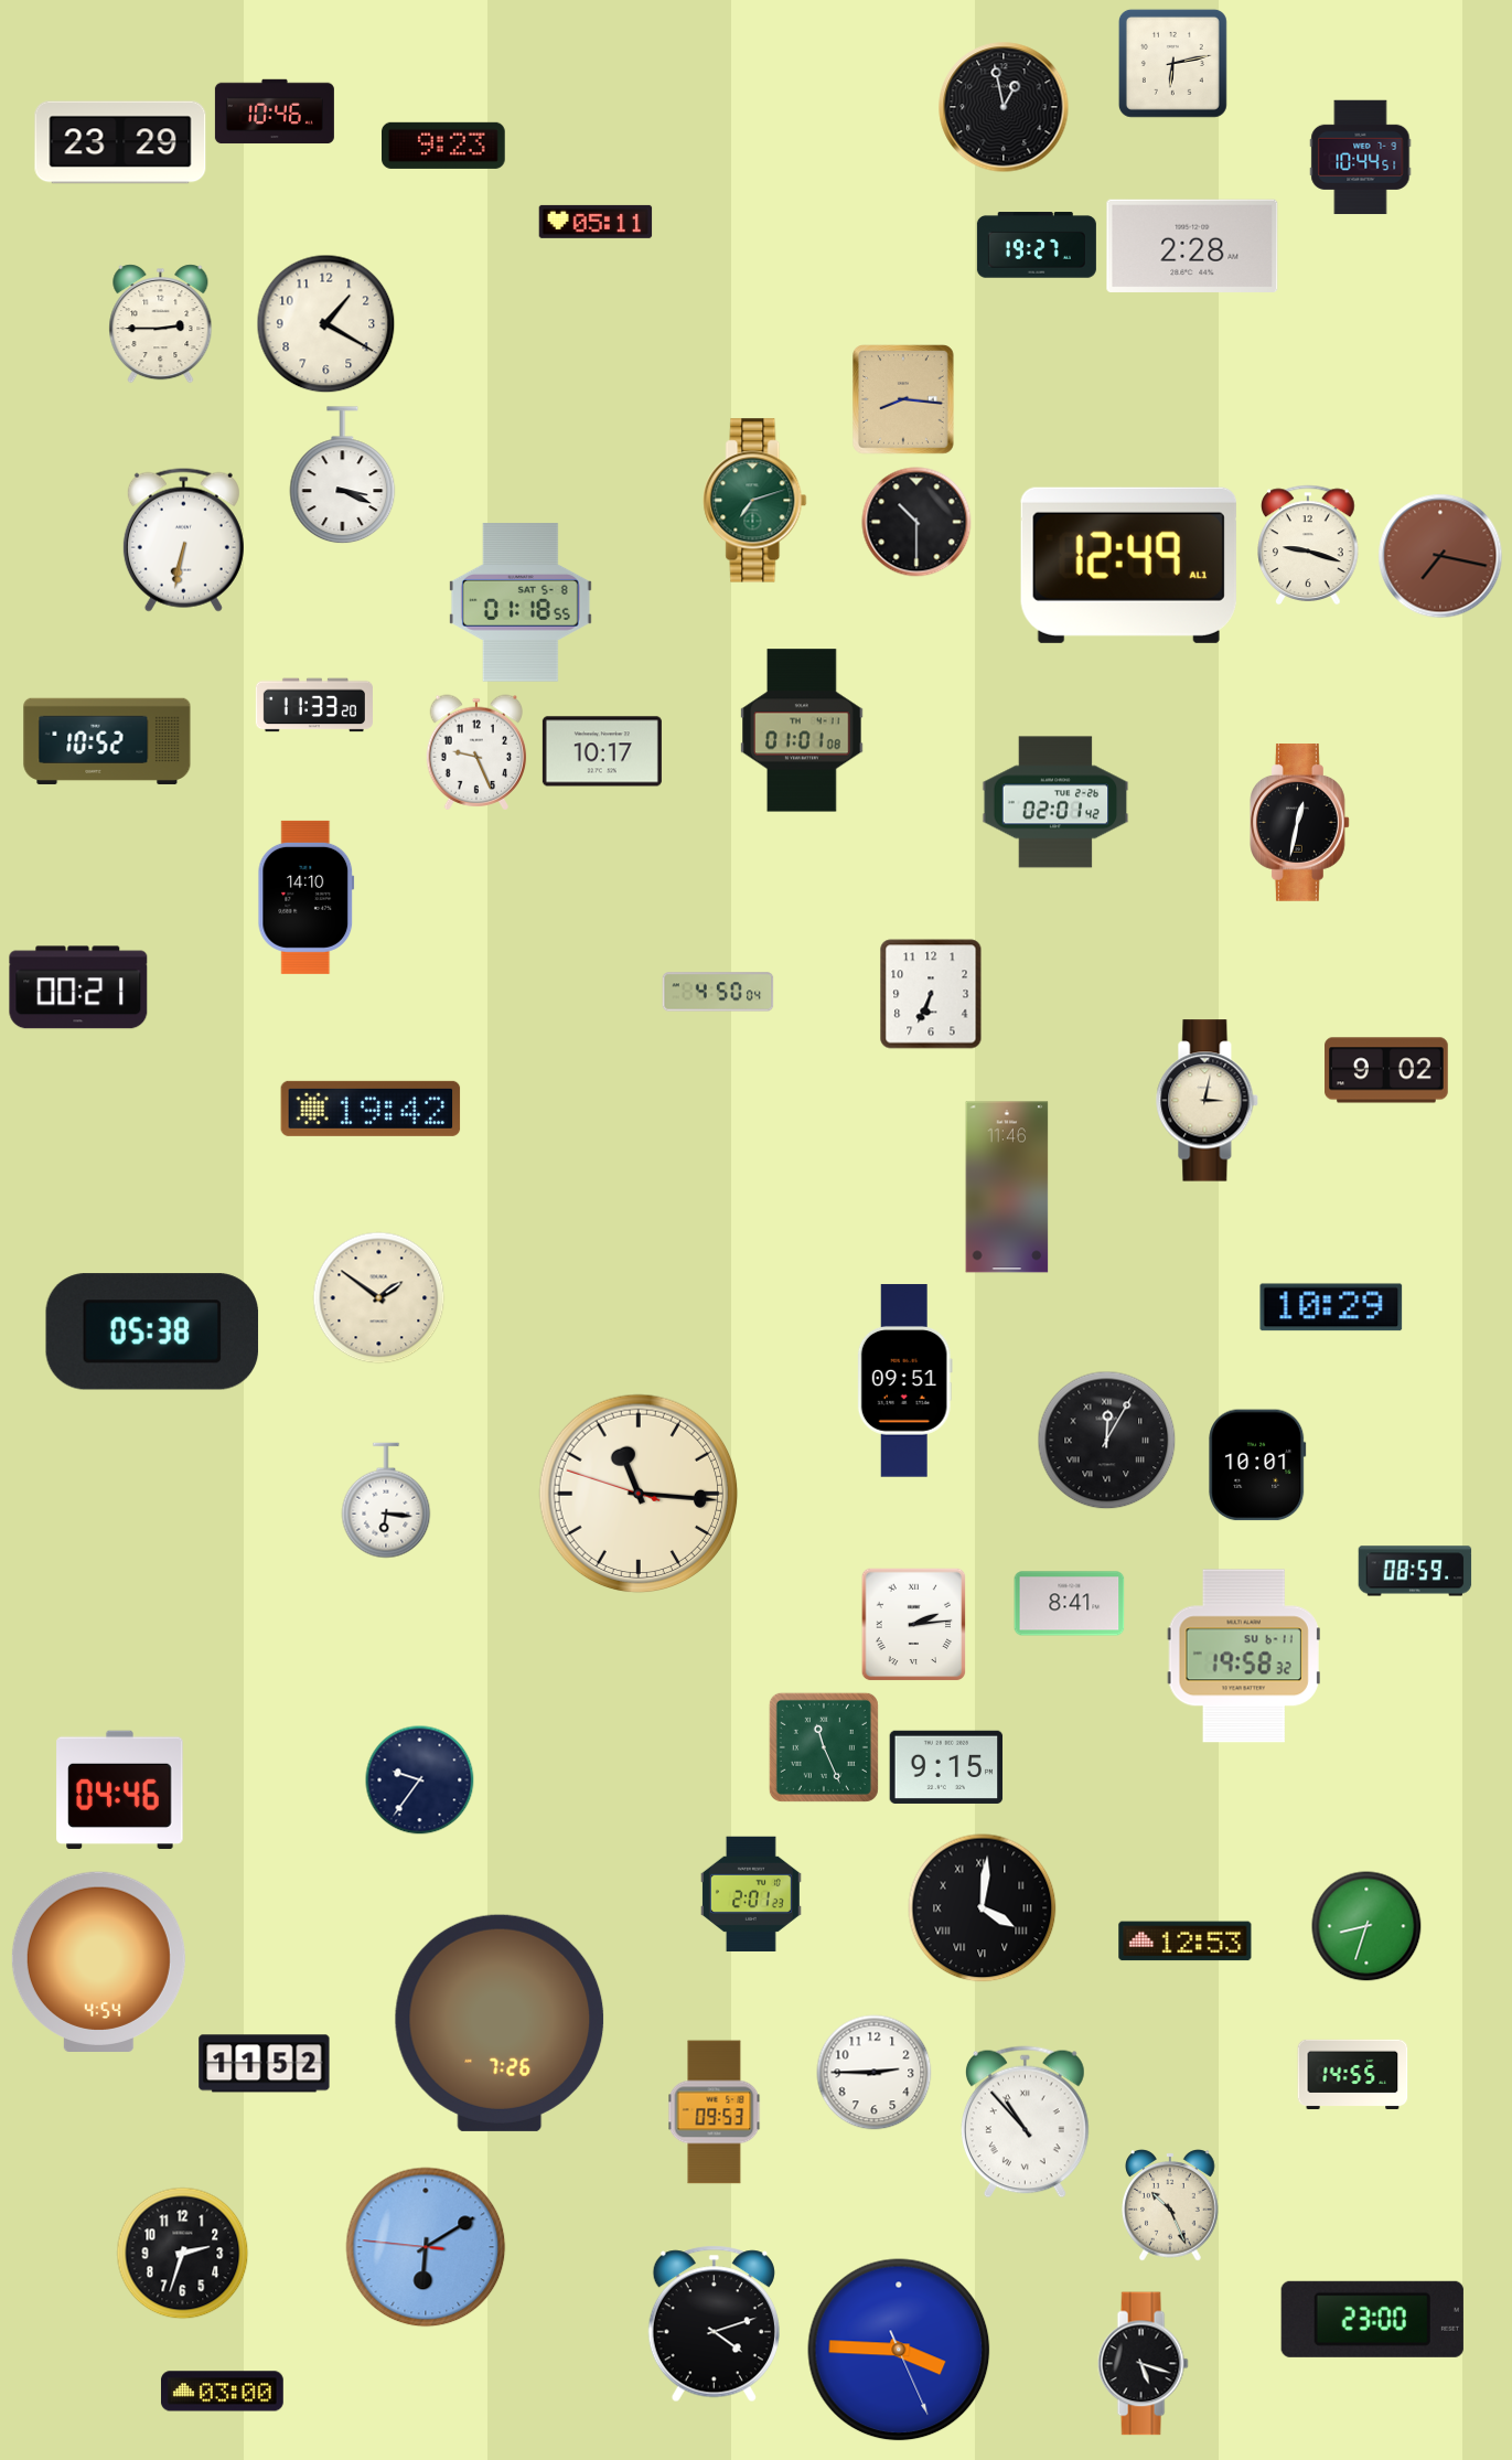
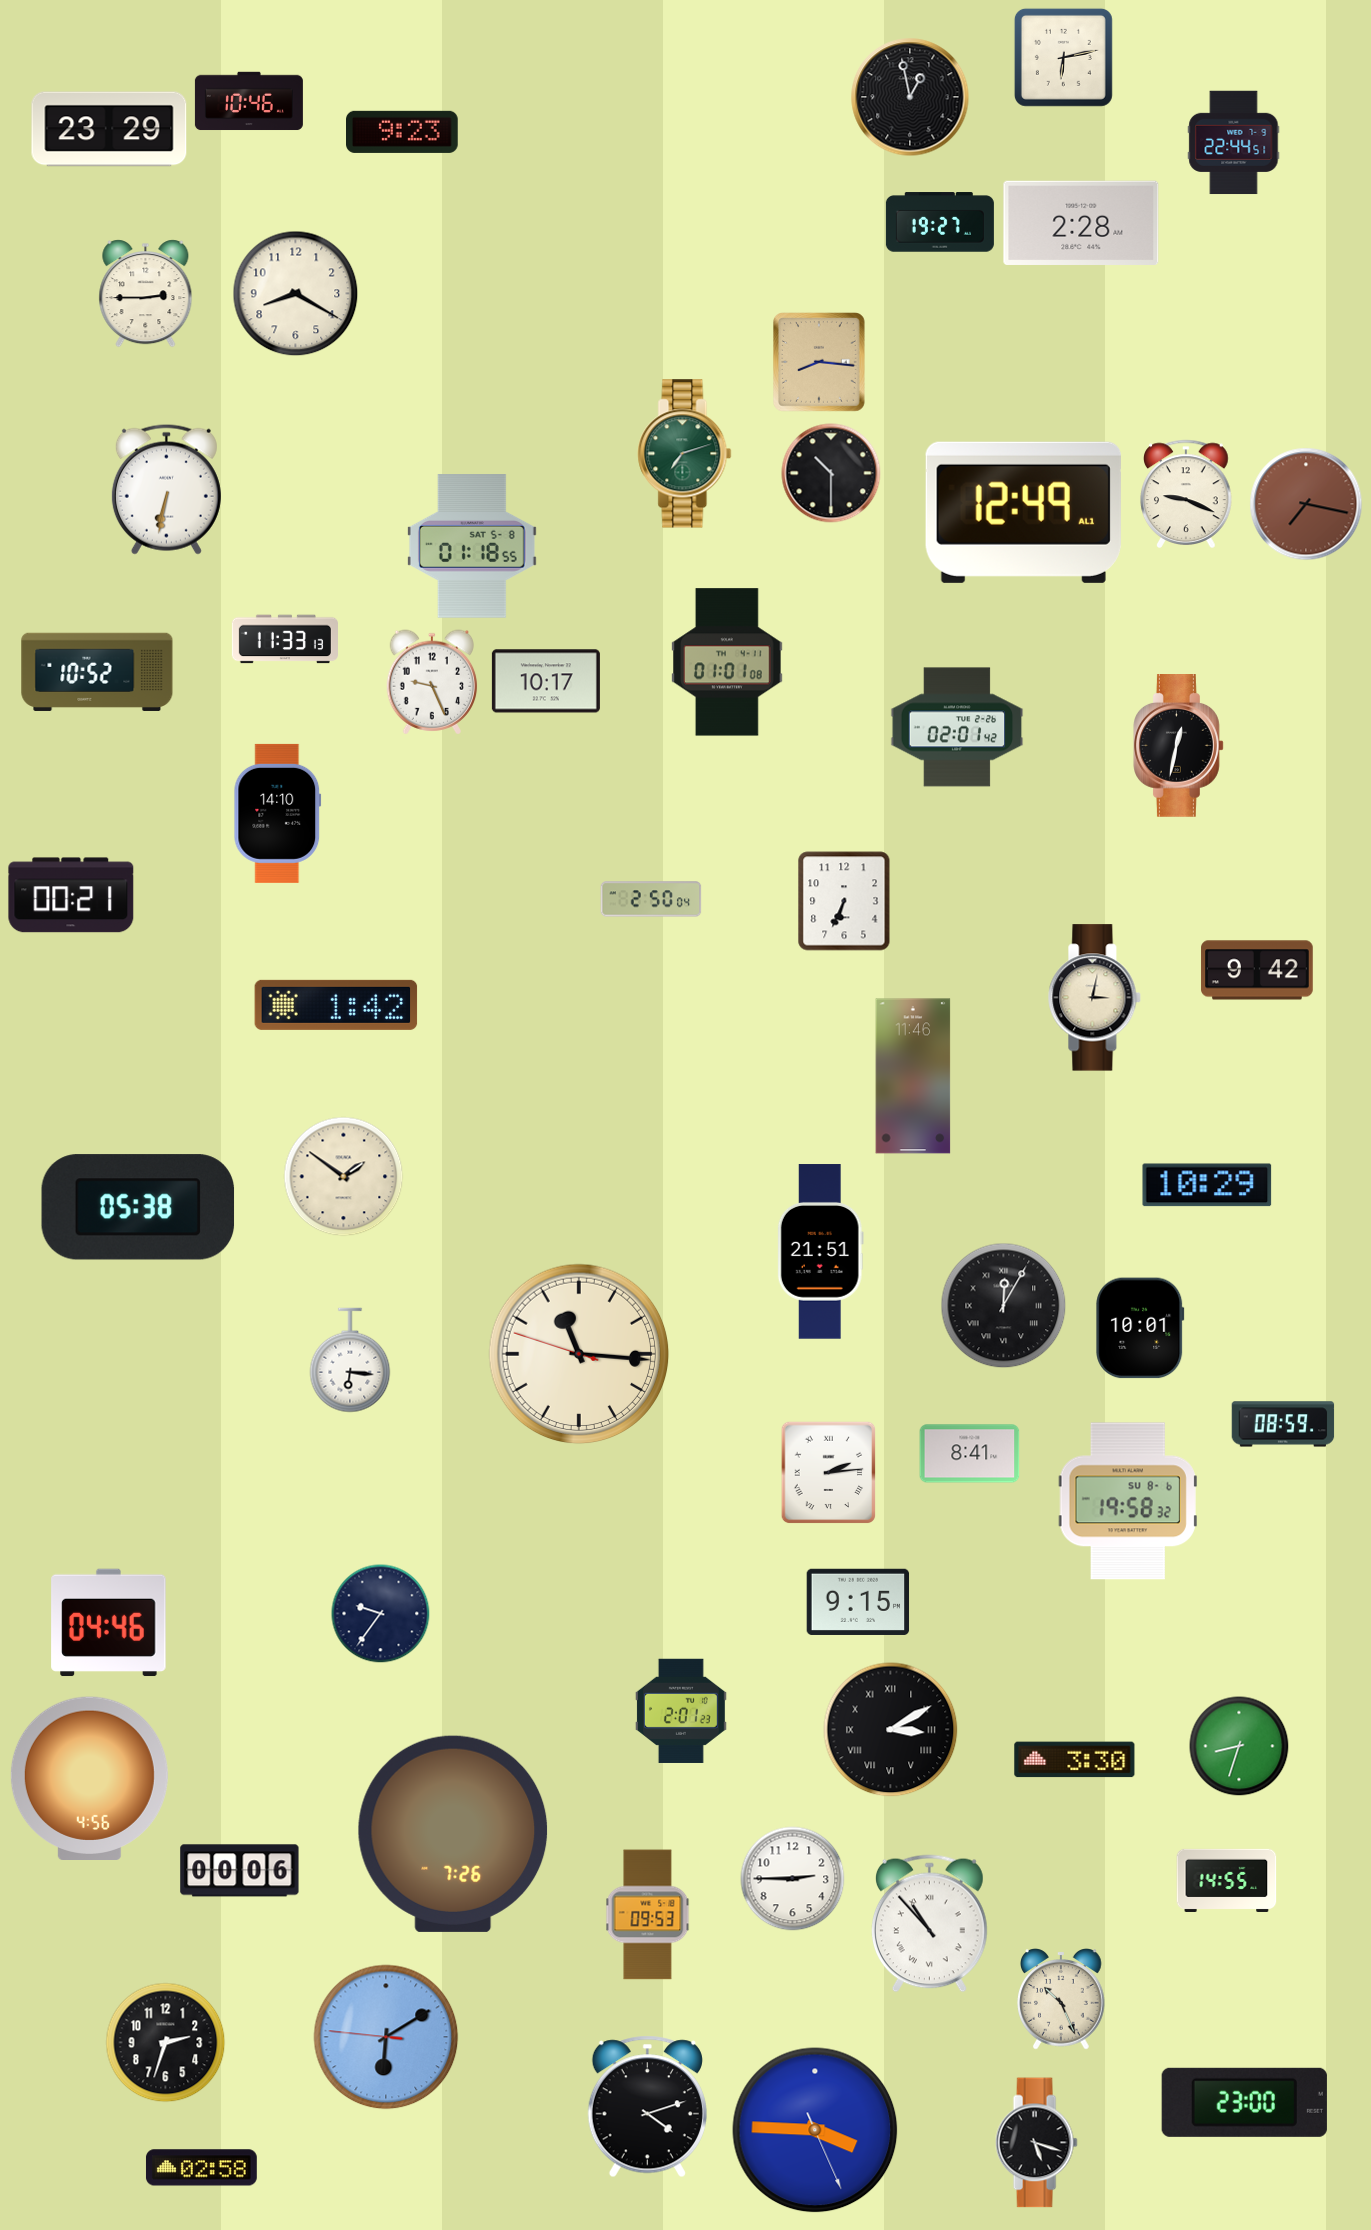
clock at (1361, 158): 10:44 -> 22:44
clock at (596, 222): 05:11 -> none
clock at (326, 324): 1:20 -> 8:20
clock at (343, 475): 3:19 -> none
clock at (1308, 545): 9:18 -> 9:19
clock at (314, 705): 11:33:20 -> 11:33:13
clock at (718, 992): 4:50 -> 2:50
clock at (1386, 1070): 9:02 -> 9:42
clock at (371, 1109): 19:42 -> 1:42
clock at (904, 1381): 09:51 -> 21:51
clock at (1244, 1656) date: SU 6-11 -> SU 8-6
clock at (824, 1747): 11:26 -> none
clock at (751, 1894) position: (751, 1894) -> (681, 1711)
clock at (983, 1908): 4:01 -> 3:10
clock at (1186, 1942): 12:53 -> 3:30
clock at (98, 1961): 4:54 -> 4:56
clock at (265, 2064): 11:52 -> 00:06
clock at (222, 2392): 03:00 -> 02:58
